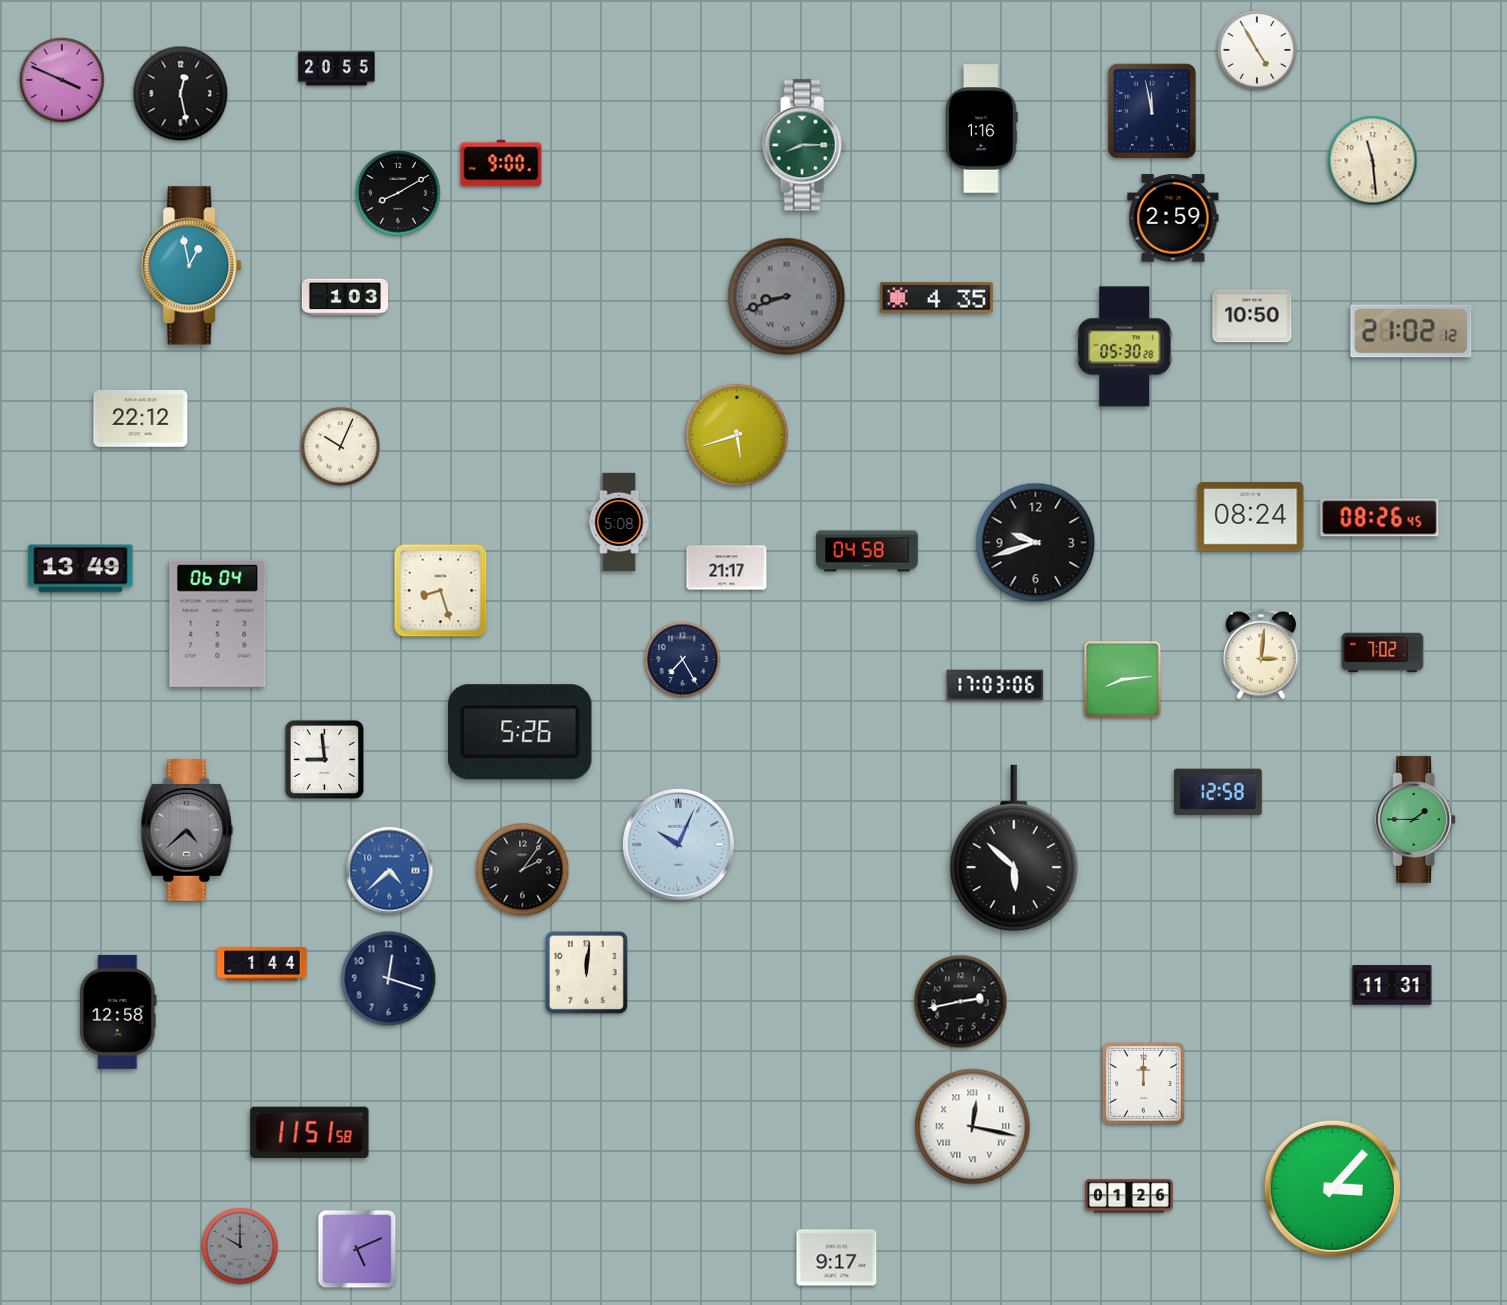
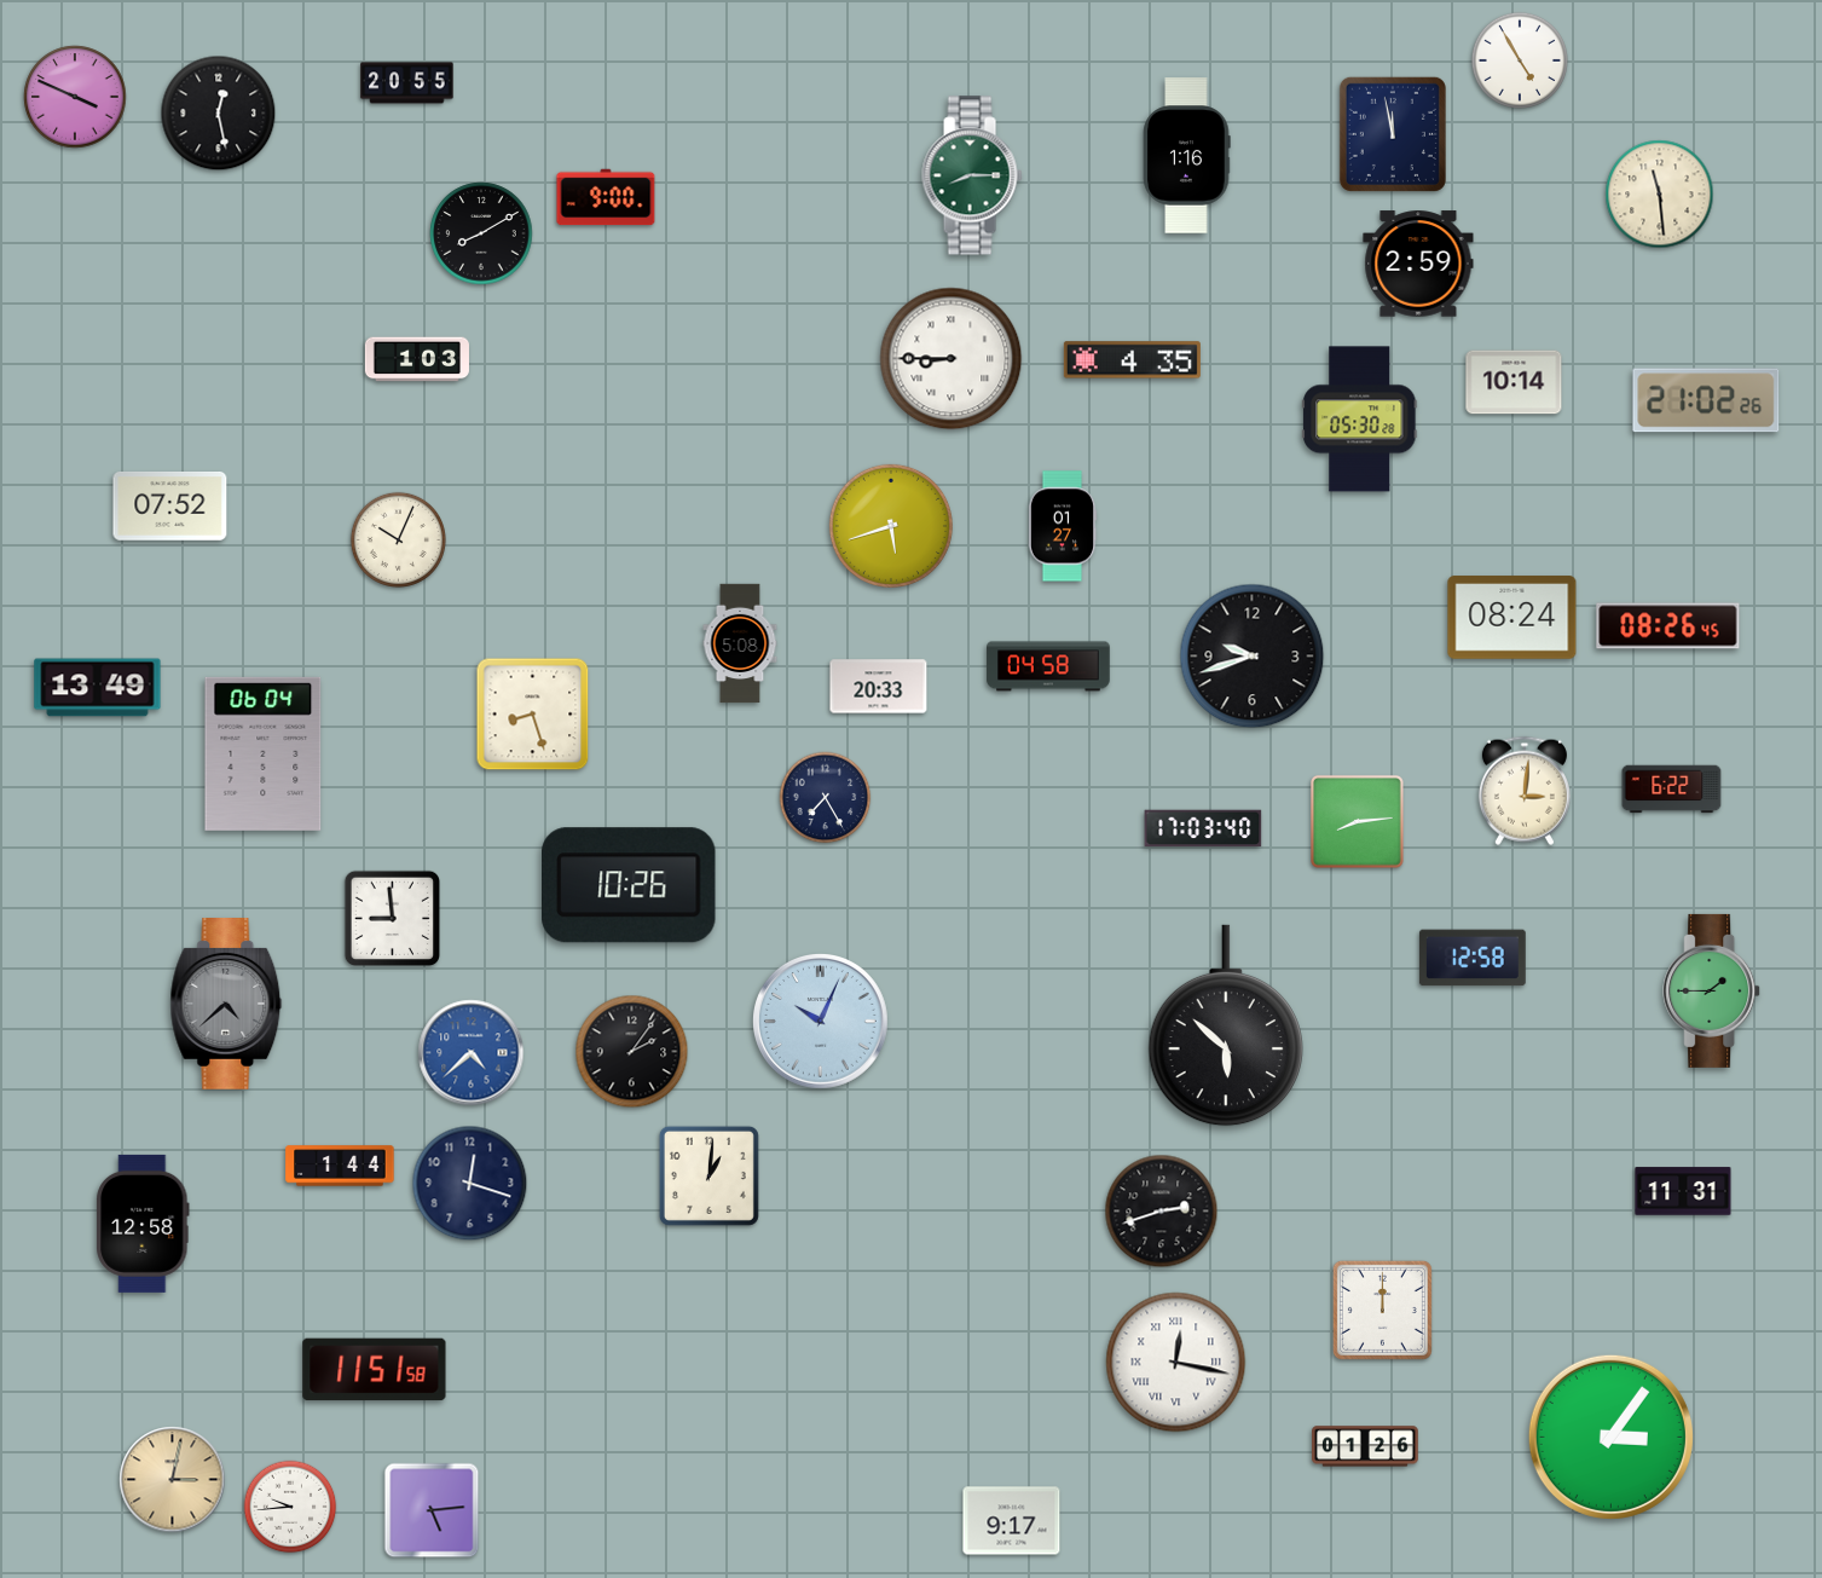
clock at (192, 266): 12:58 -> none
clock at (787, 297): 8:42 -> 8:45
clock at (787, 297) dial: grey -> white
clock at (1252, 316): 10:50 -> 10:14
clock at (1411, 331): 21:02:12 -> 21:02:26
clock at (141, 419): 22:12 -> 07:52
clock at (1063, 526): none -> 01:27
clock at (340, 446) position: (340, 446) -> (398, 539)
clock at (1251, 517) position: (1251, 517) -> (1512, 618)
clock at (619, 522) position: (619, 522) -> (740, 643)
clock at (727, 568): 21:17 -> 20:33
clock at (1383, 653): 7:02 -> 6:22
clock at (995, 685): 17:03:06 -> 17:03:40
clock at (521, 732): 5:26 -> 10:26
clock at (262, 964) position: (262, 964) -> (340, 1166)
clock at (586, 972): 12:01 -> 1:01
clock at (961, 1002): 2:43 -> 2:42
clock at (1332, 1188): 3:07 -> 3:06
clock at (173, 1480): none -> 3:02
clock at (240, 1246): 10:00 -> 9:44
clock at (240, 1246) dial: grey -> white
clock at (357, 1249): 5:11 -> 5:14
